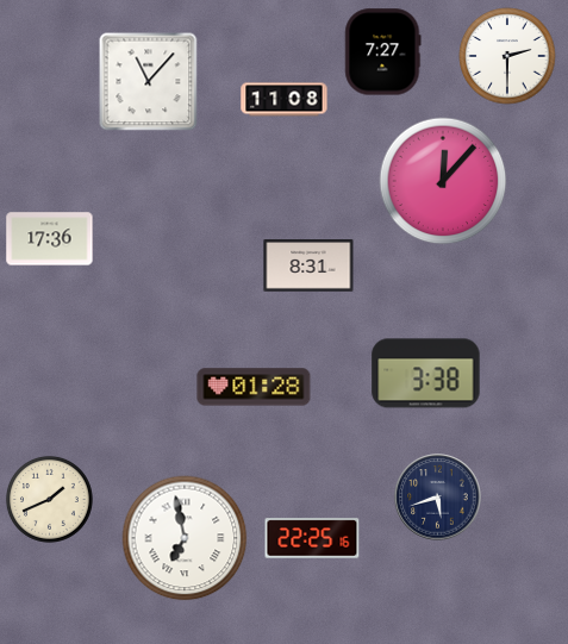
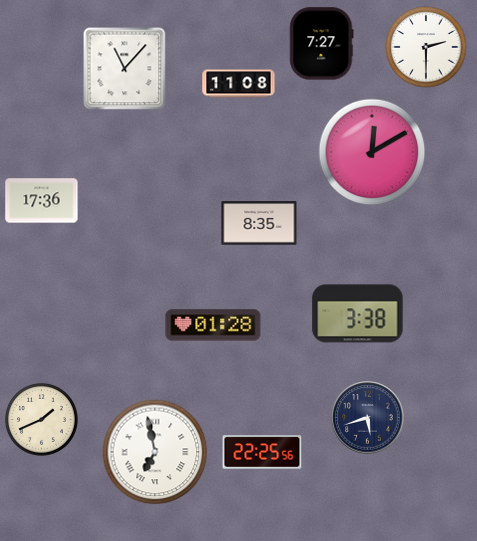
clock at (443, 181): 12:07 -> 12:10
clock at (308, 265): 8:31 -> 8:35
clock at (312, 538): 22:25:16 -> 22:25:56
